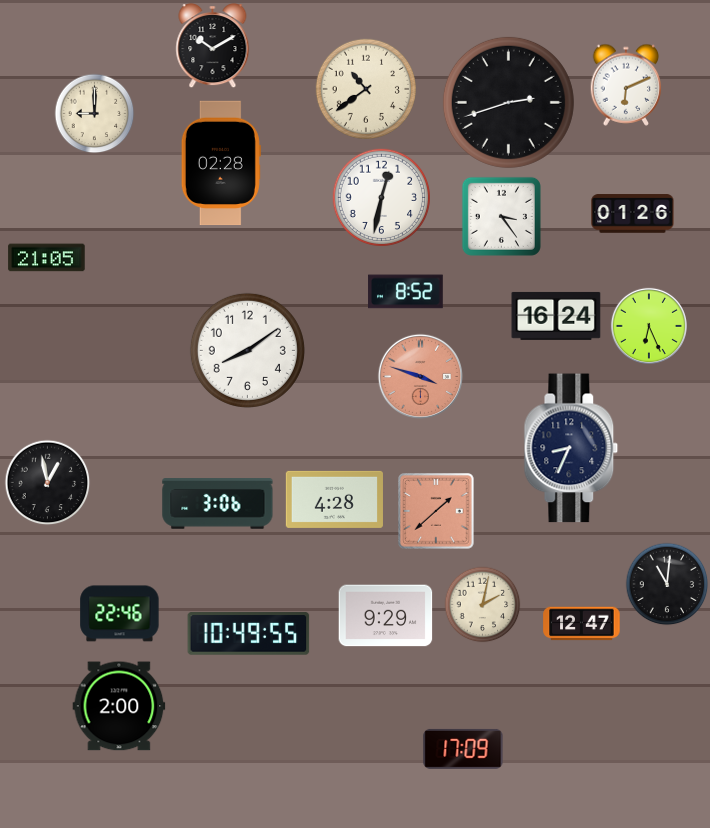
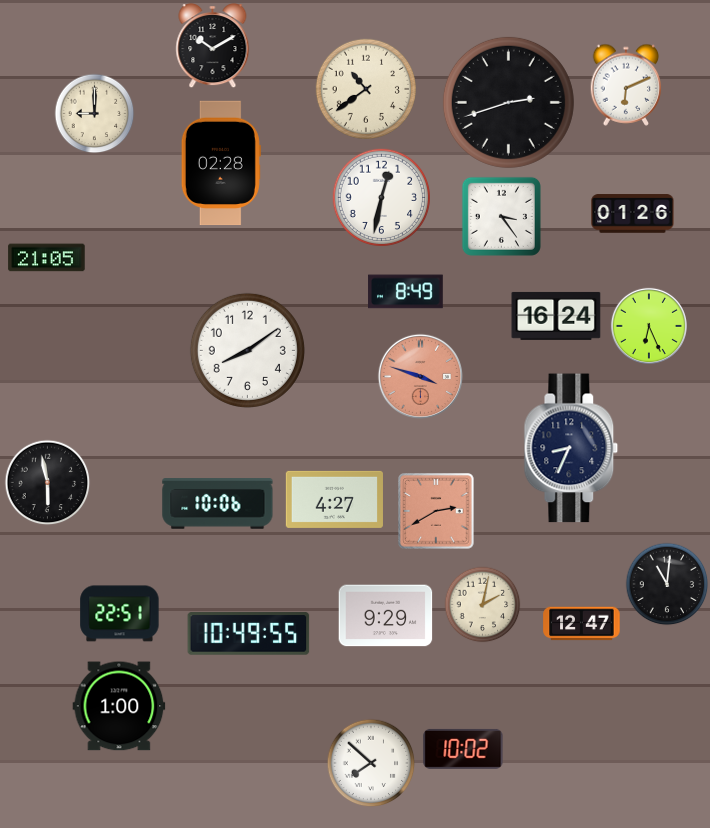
clock at (406, 292): 8:52 -> 8:49
clock at (48, 483): 12:58 -> 5:58
clock at (334, 499): 4:28 -> 4:27
clock at (218, 504): 3:06 -> 10:06
clock at (436, 511): 1:38 -> 2:40
clock at (120, 614): 22:46 -> 22:51
clock at (119, 706): 2:00 -> 1:00
clock at (463, 749): 17:09 -> 10:02
clock at (371, 763): none -> 7:52
